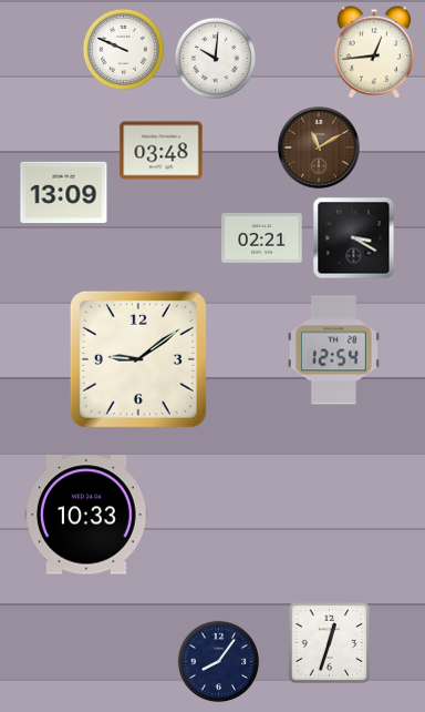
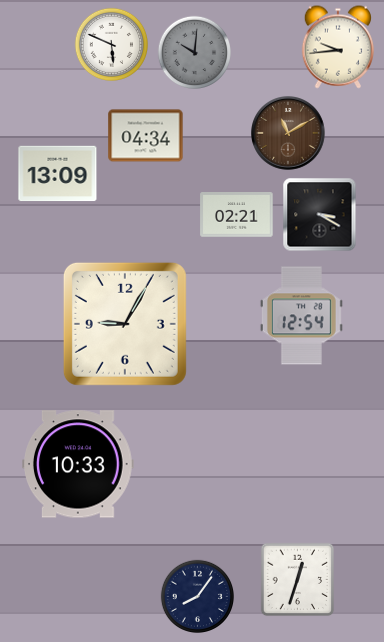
clock at (124, 50): 9:49 -> 5:49
clock at (374, 52): 12:44 -> 9:44
clock at (216, 59) dial: white -> grey
clock at (162, 151): 03:48 -> 04:34
clock at (138, 359): 9:09 -> 9:05
